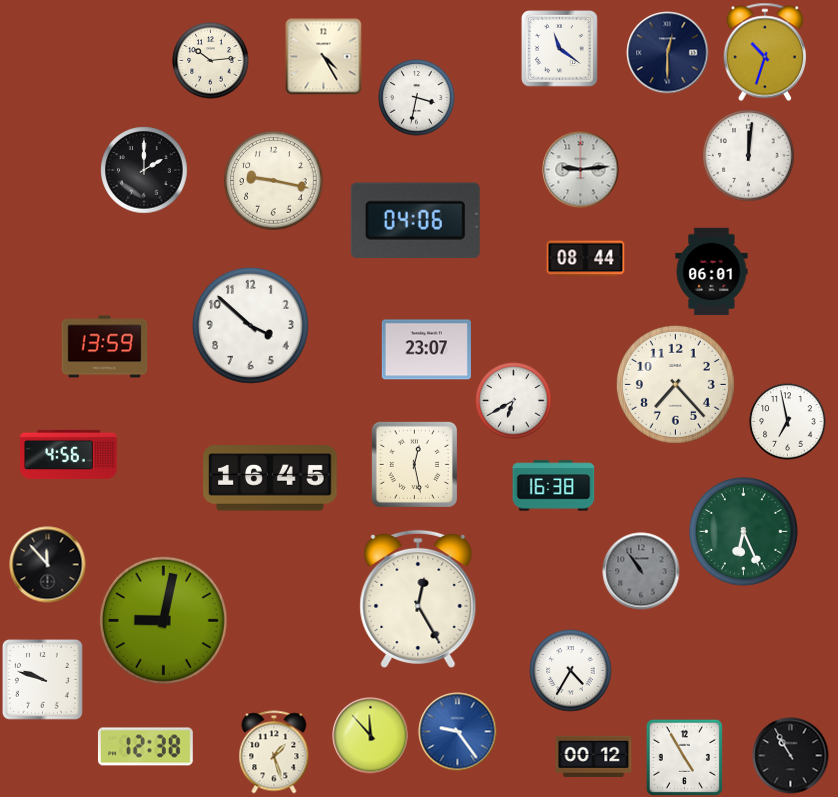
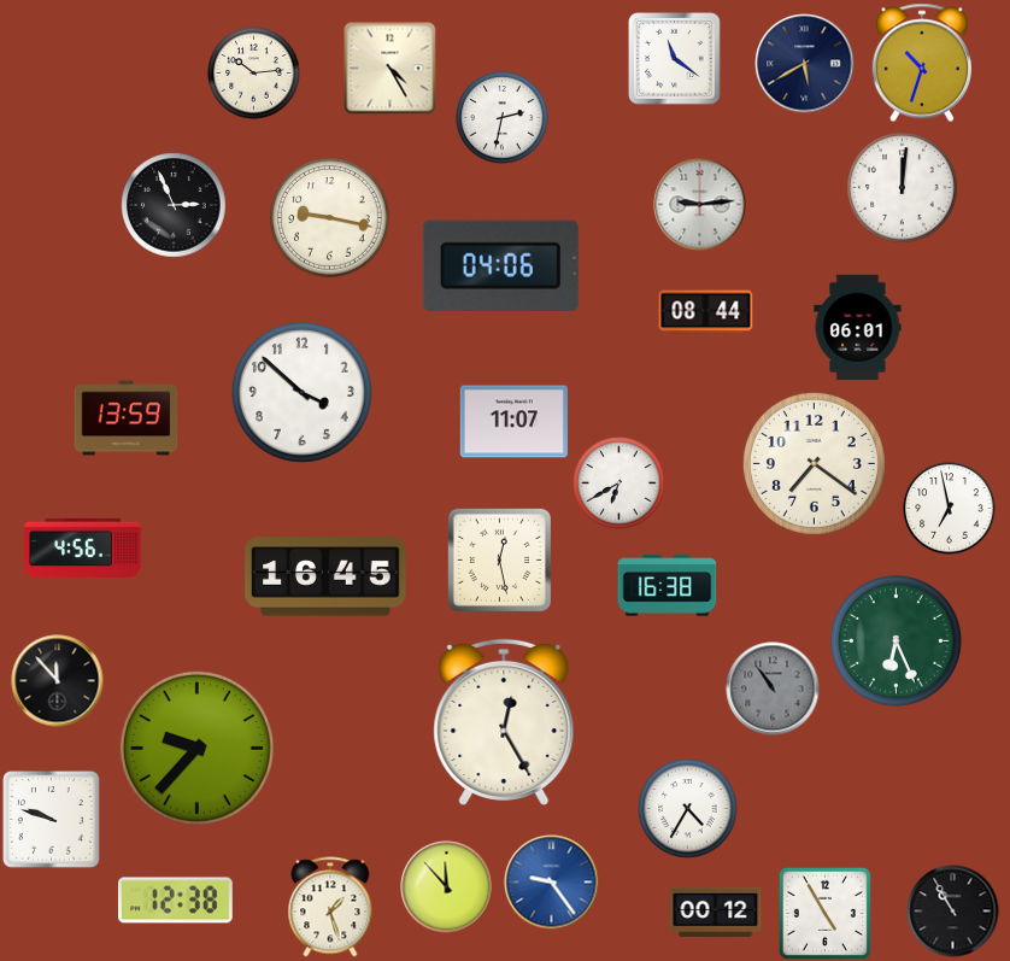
clock at (668, 53): 12:30 -> 5:40
clock at (417, 98): 3:32 -> 2:32
clock at (144, 170): 2:00 -> 2:56
clock at (426, 350): 23:07 -> 11:07
clock at (675, 384): 7:23 -> 7:21
clock at (163, 620): 9:02 -> 9:37
